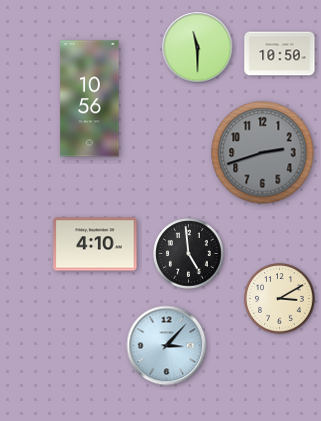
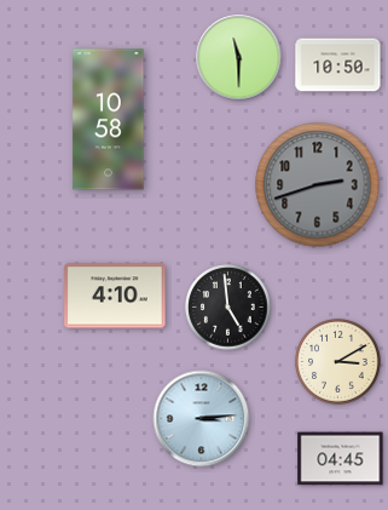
clock at (90, 99): 10:56 -> 10:58
clock at (167, 346): 3:07 -> 3:14
clock at (341, 459): none -> 04:45
